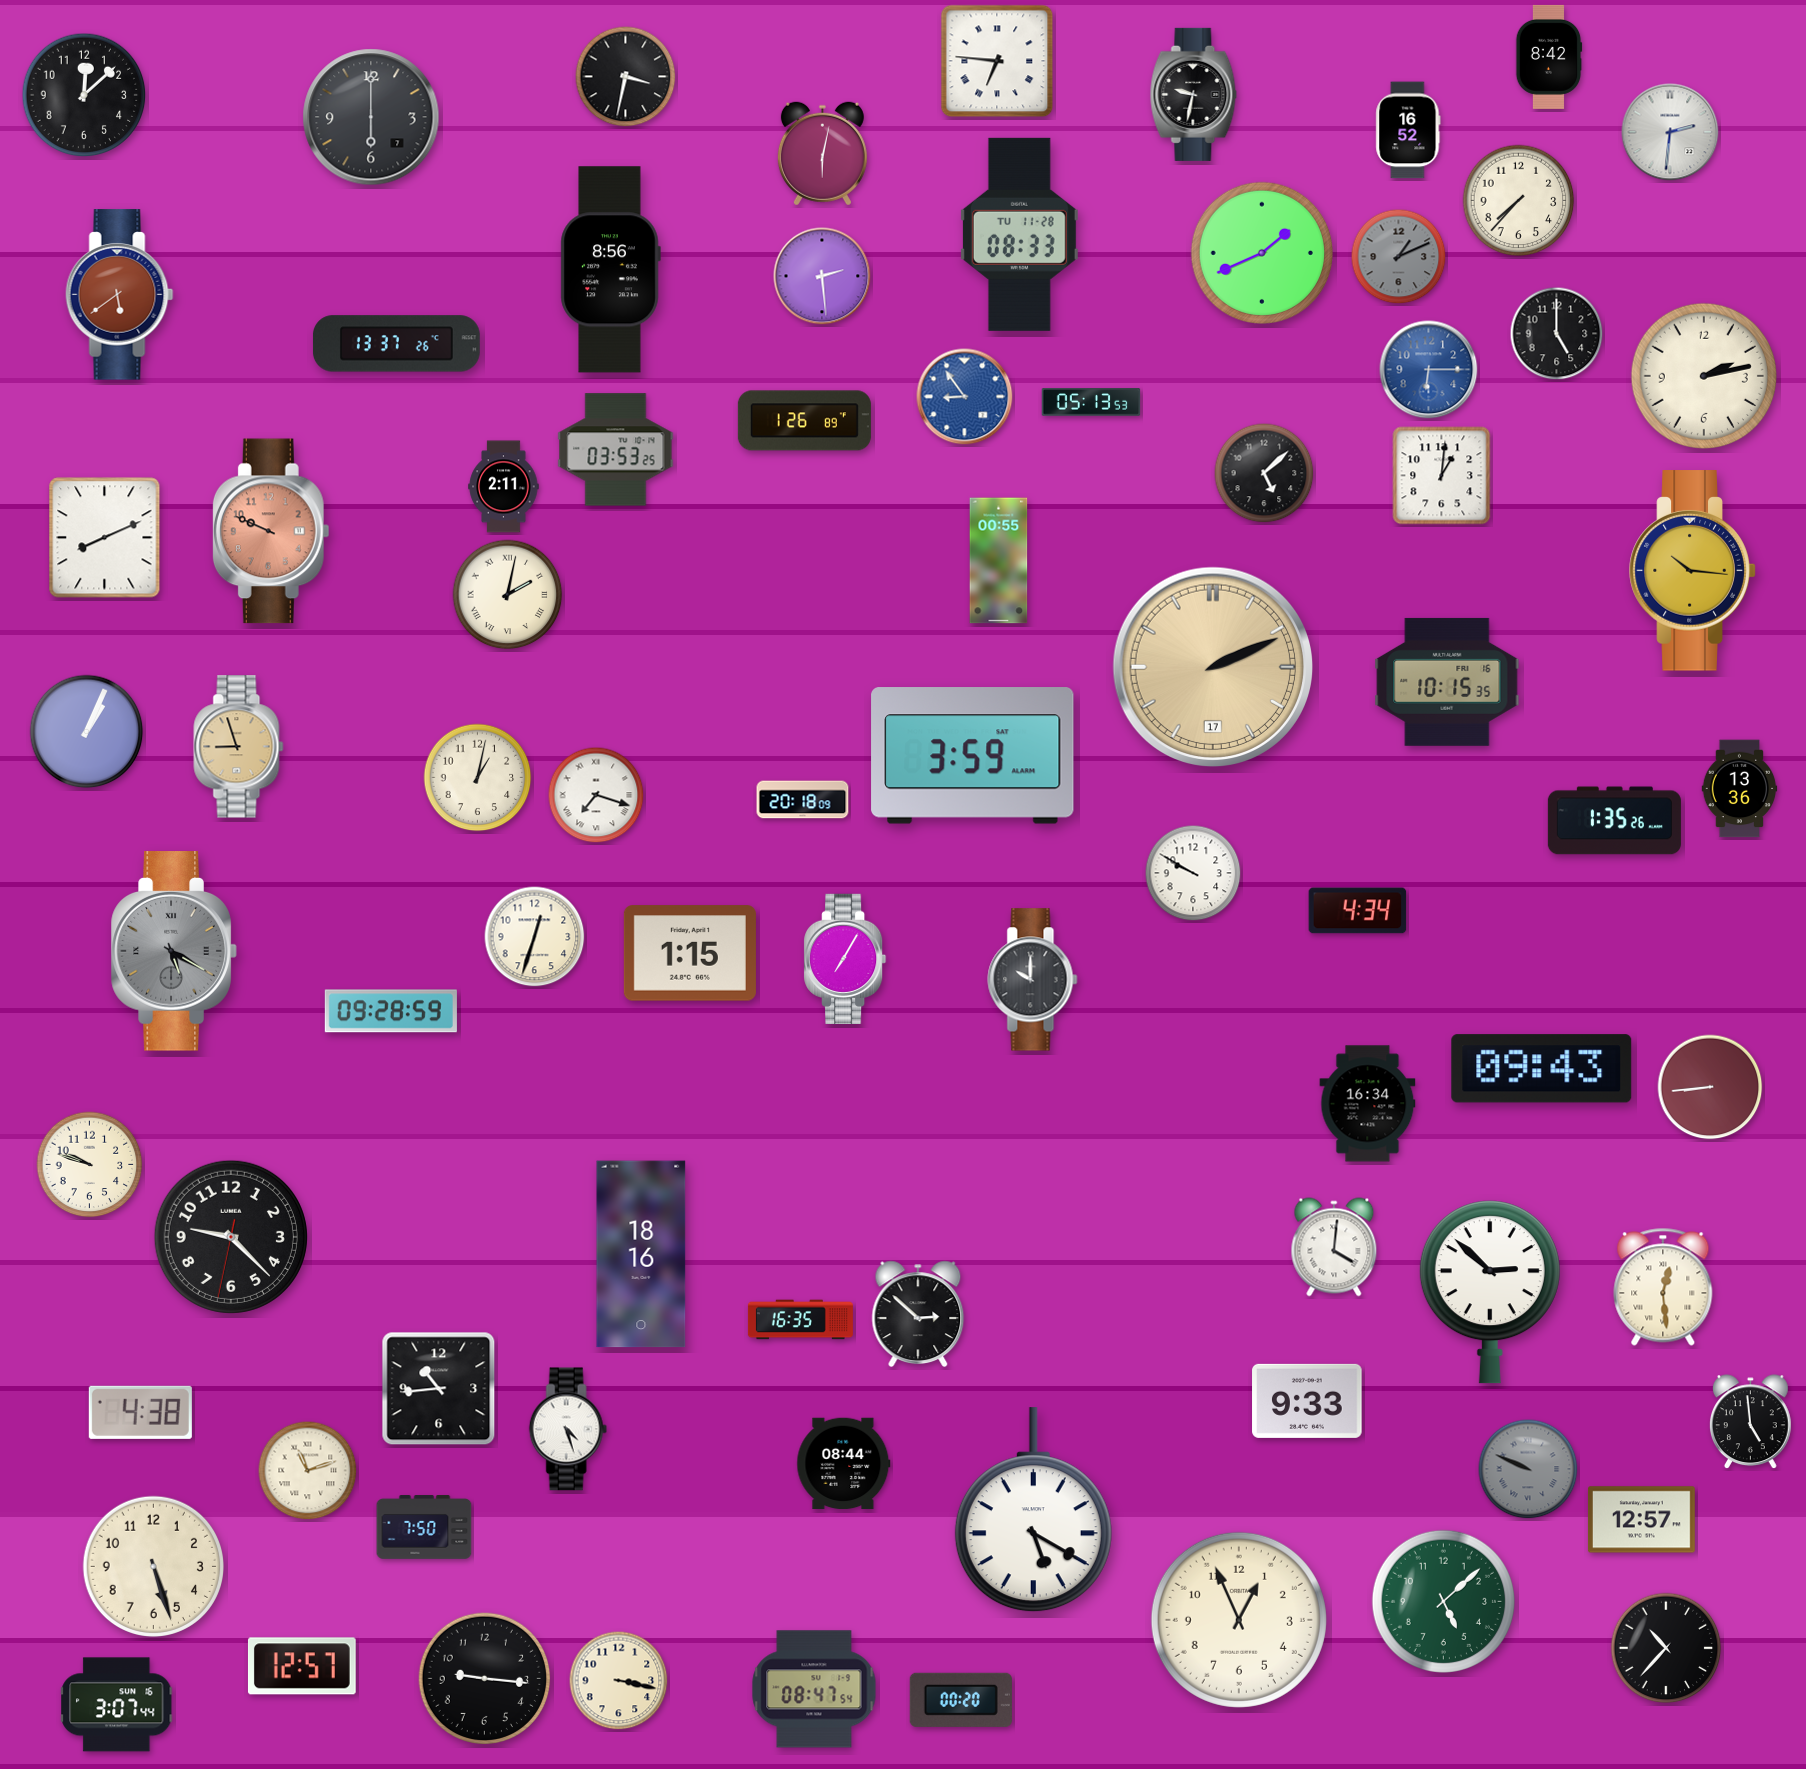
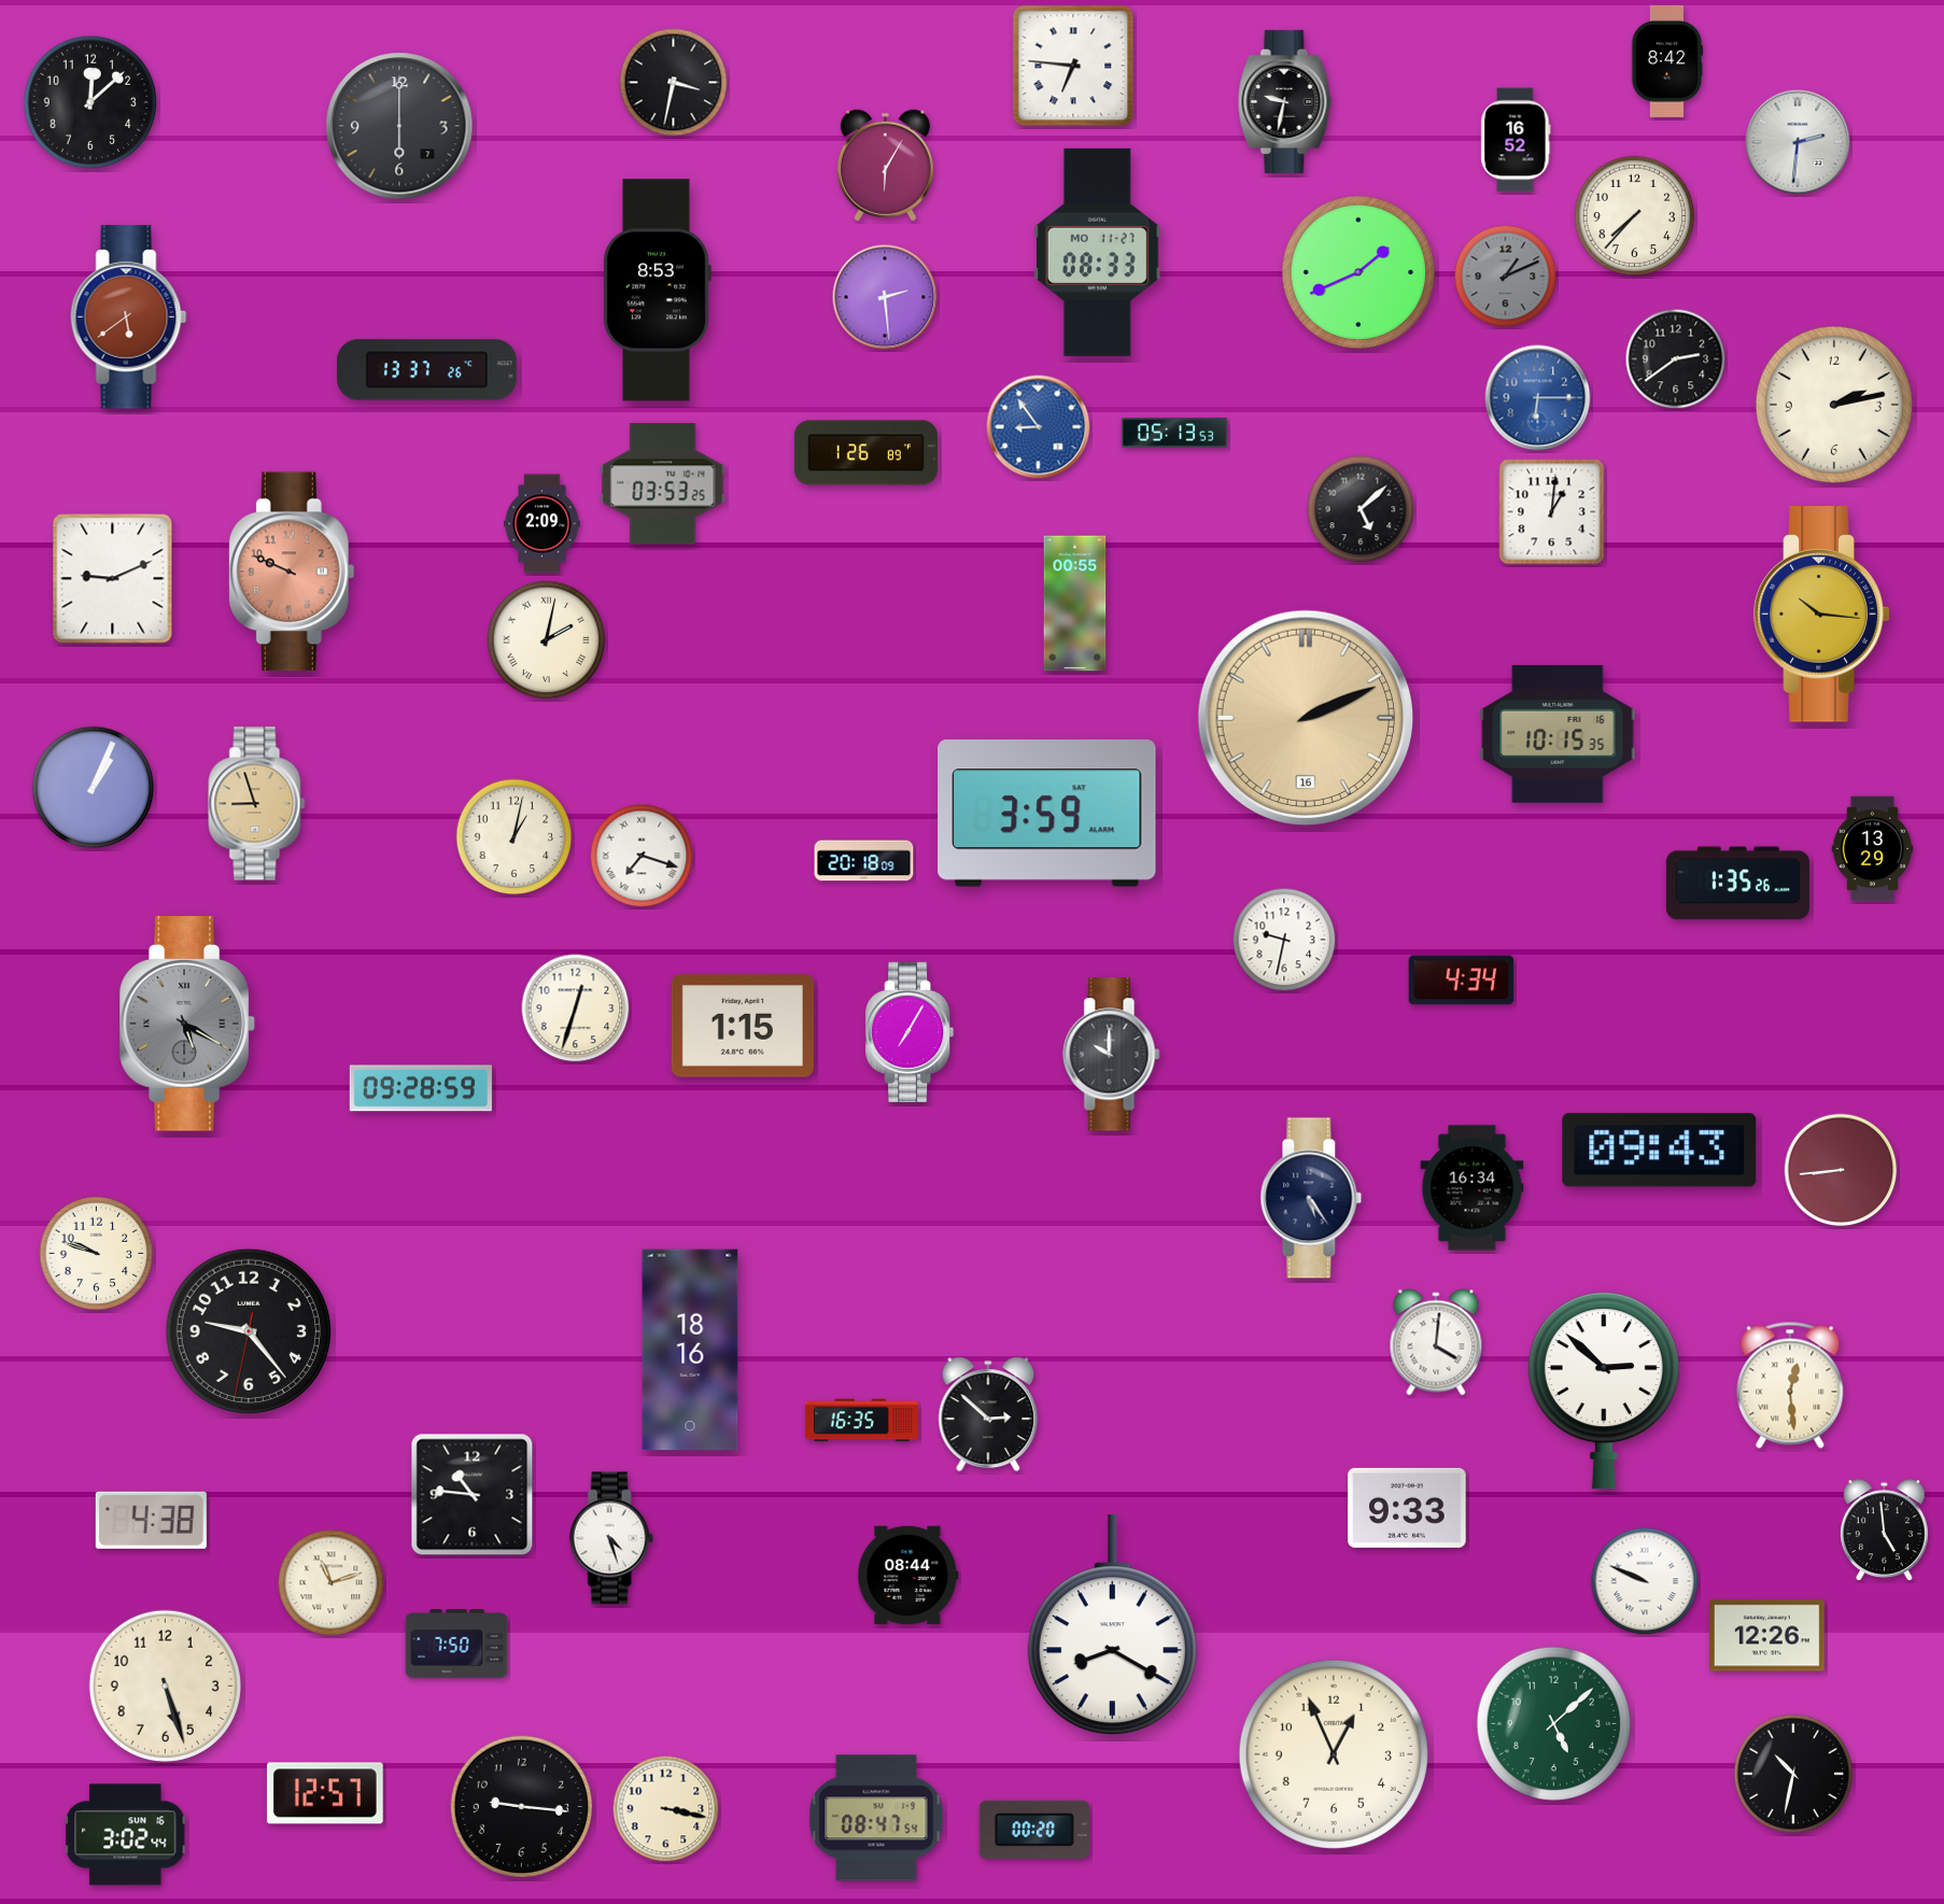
clock at (822, 154): 6:02 -> 6:05
clock at (1019, 234) date: TU 11-28 -> MO 11-27
clock at (610, 270): 8:56 -> 8:53
clock at (1557, 334): 5:00 -> 2:39
clock at (504, 487): 2:11 -> 2:09
clock at (105, 538): 8:11 -> 9:11
clock at (1213, 667) date: 17 -> 16
clock at (1740, 789): 13:36 -> 13:29
clock at (1193, 873): 9:50 -> 9:32
clock at (1311, 1198): none -> 5:24
clock at (231, 1237): 9:22 -> 9:23
clock at (439, 1389): 10:44 -> 10:46
clock at (1528, 1469) dial: grey -> white
clock at (1033, 1510): 5:20 -> 8:20
clock at (1641, 1520): 12:57 -> 12:26
clock at (1239, 1620) position: (1239, 1620) -> (1334, 1754)
clock at (1666, 1648): 10:37 -> 10:32
clock at (117, 1705): 3:07 -> 3:02
